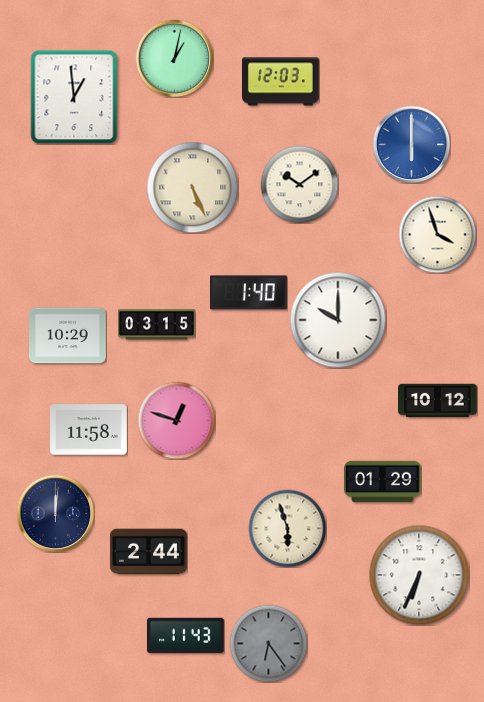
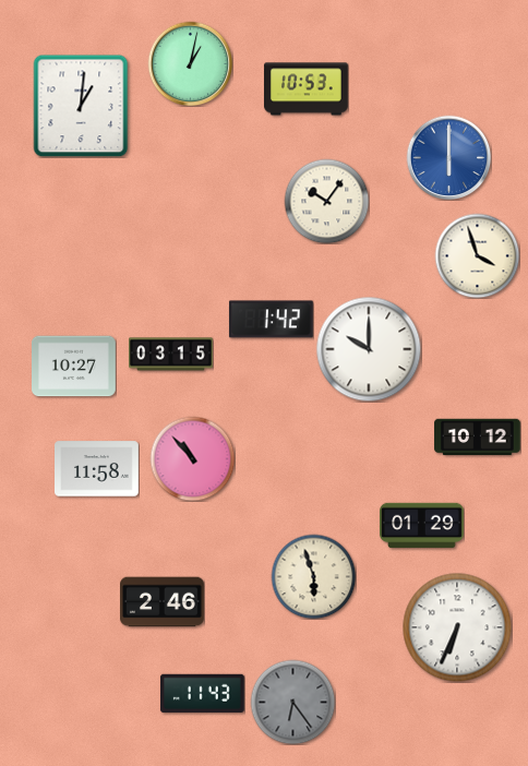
clock at (281, 82): 12:03 -> 10:53
clock at (74, 97): 12:59 -> 1:01
clock at (299, 184): 10:09 -> 10:06
clock at (192, 187): 5:26 -> none
clock at (248, 293): 1:40 -> 1:42
clock at (68, 336): 10:29 -> 10:27
clock at (176, 420): 12:48 -> 10:53
clock at (383, 482) position: (383, 482) -> (422, 526)
clock at (55, 513): 12:01 -> none
clock at (149, 552): 2:44 -> 2:46
